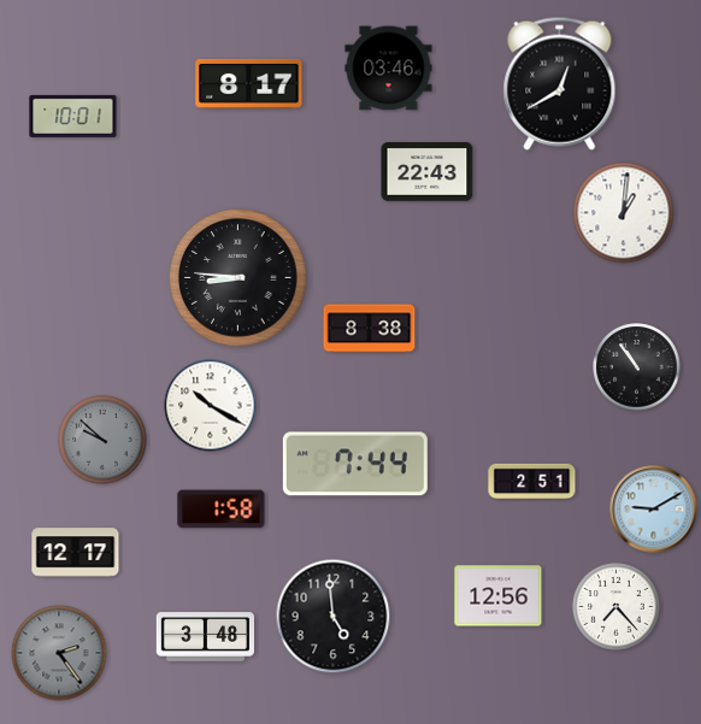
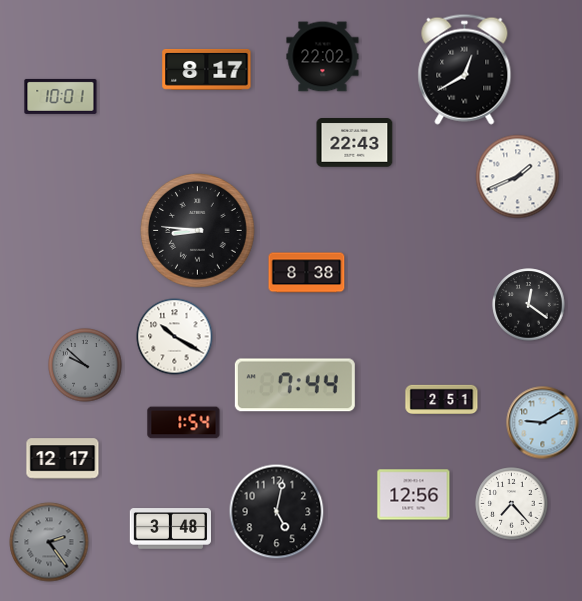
clock at (389, 69): 03:46 -> 22:02
clock at (624, 213): 1:01 -> 1:41
clock at (637, 367): 10:54 -> 12:21
clock at (222, 510): 1:58 -> 1:54
clock at (334, 617): 4:59 -> 5:02
